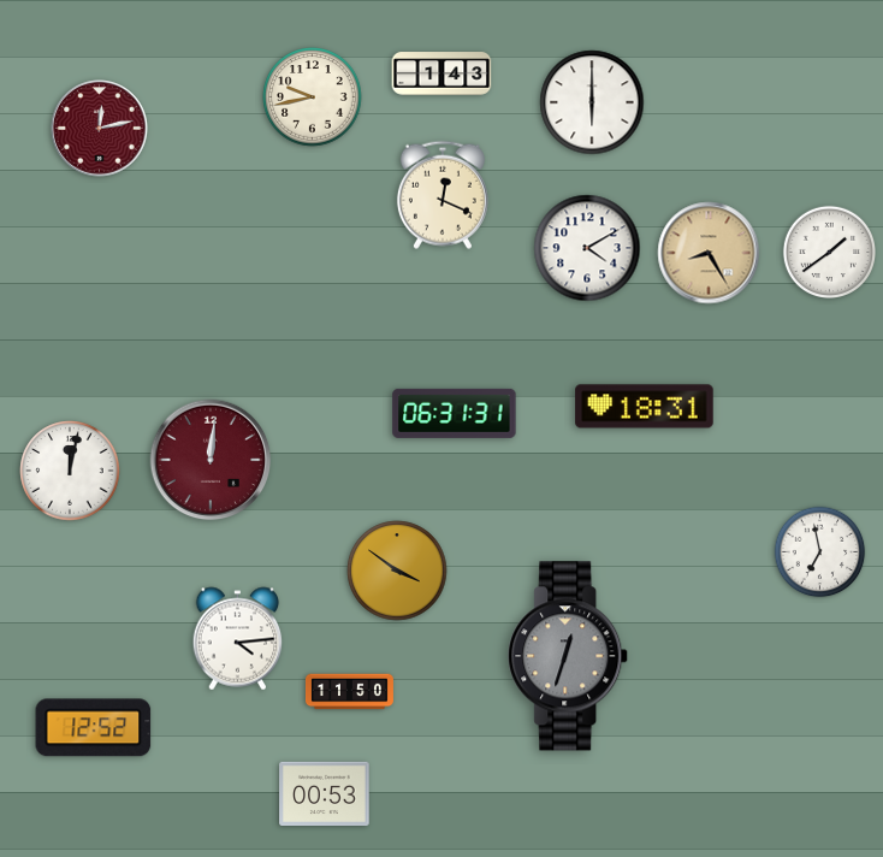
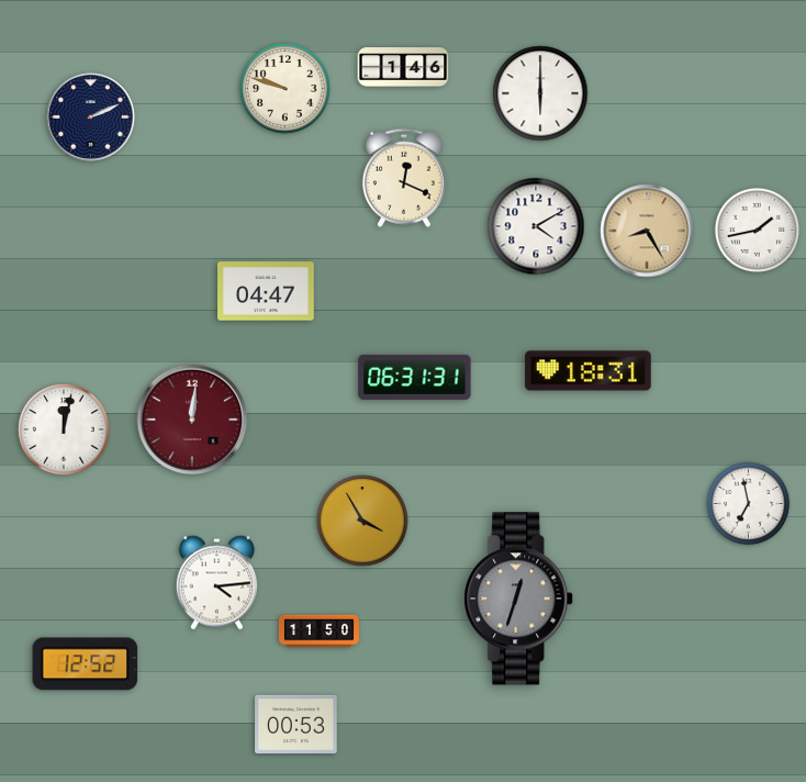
clock at (441, 73): 1:43 -> 1:46
clock at (313, 97): 9:43 -> 9:48
clock at (100, 129): 12:13 -> 2:11
clock at (100, 129) dial: burgundy -> navy
clock at (829, 252): 1:39 -> 1:43
clock at (266, 291): none -> 04:47
clock at (397, 571): 3:51 -> 3:55
